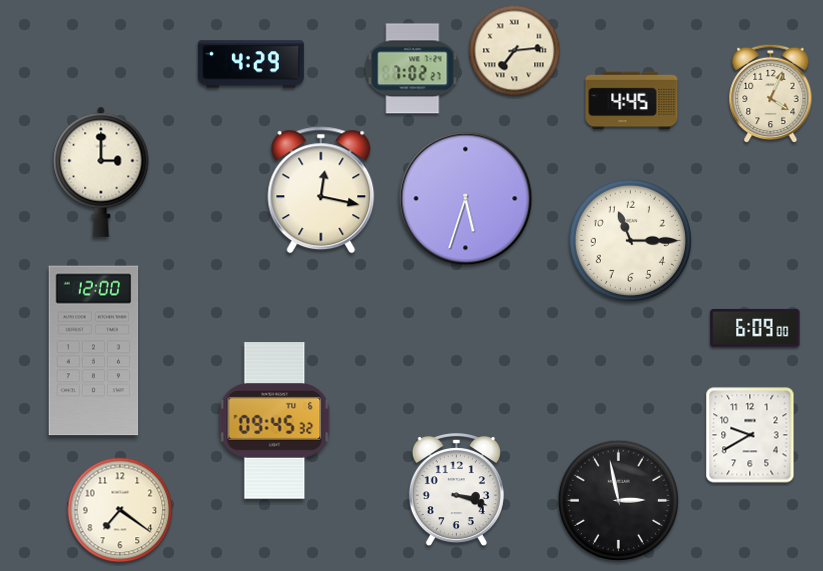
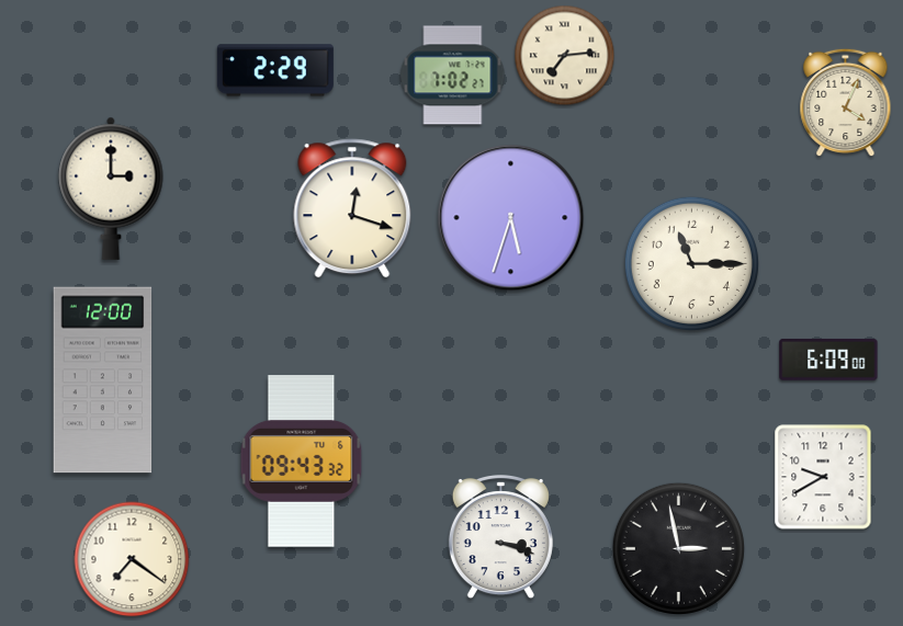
clock at (251, 64): 4:29 -> 2:29
clock at (632, 101): 4:45 -> none
clock at (321, 190): 12:17 -> 12:18
clock at (94, 351) position: (94, 351) -> (103, 380)
clock at (275, 421): 09:45 -> 09:43
